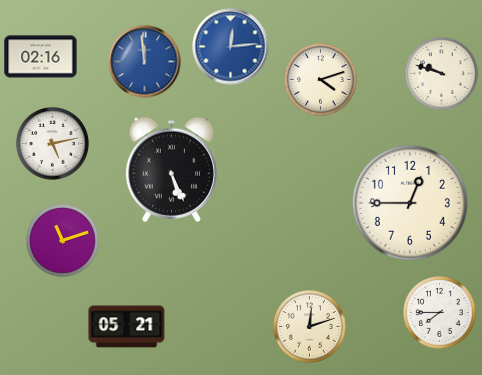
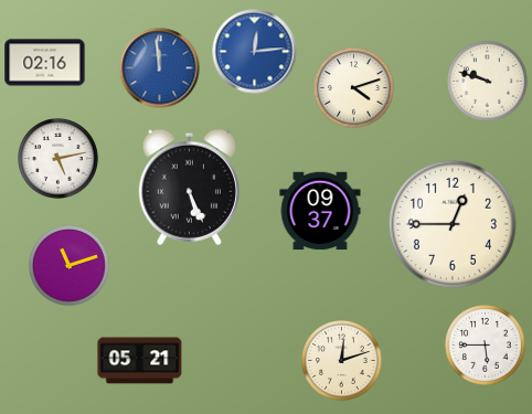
clock at (320, 211): none -> 09:37
clock at (440, 313): 7:45 -> 5:45
